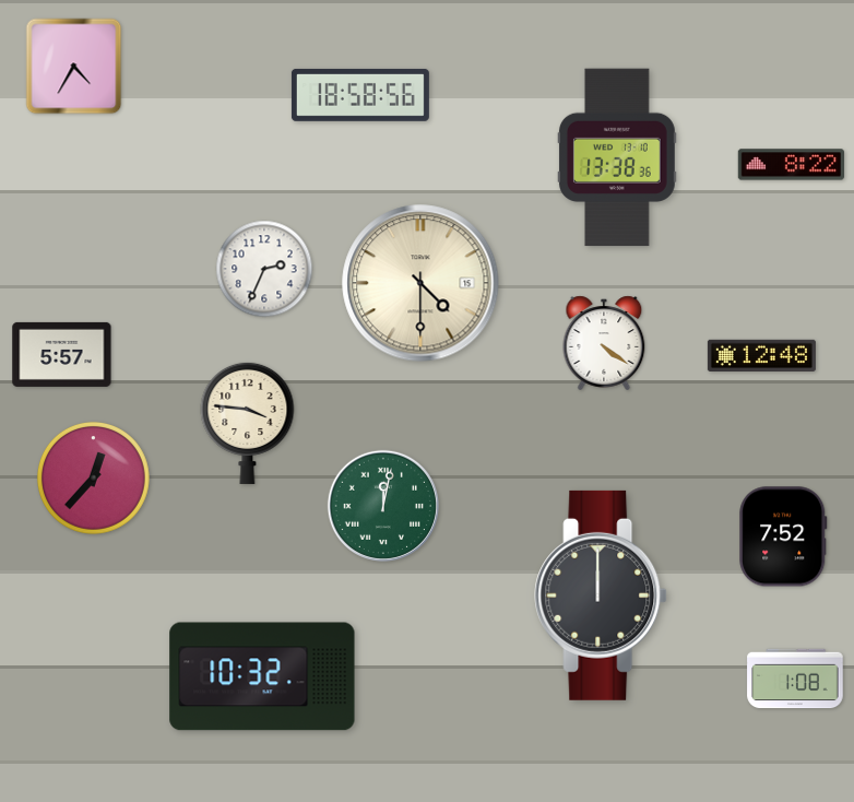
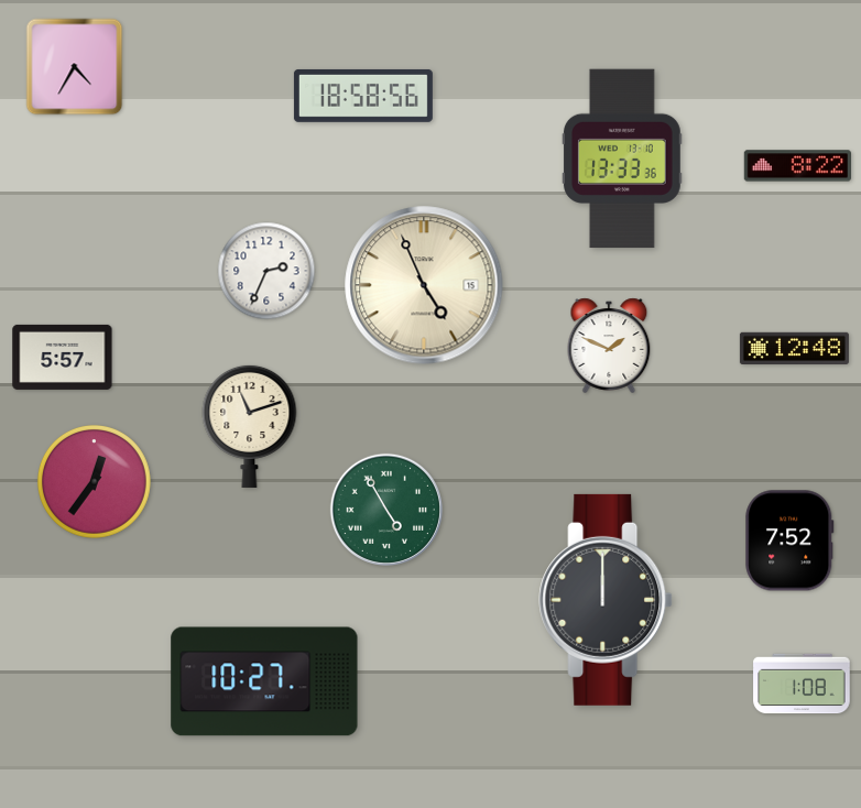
clock at (617, 157): 13:38 -> 13:33
clock at (420, 283): 4:30 -> 4:56
clock at (604, 343): 4:21 -> 1:49
clock at (761, 355) position: (761, 355) -> (794, 348)
clock at (248, 423): 3:46 -> 11:12
clock at (93, 477): 12:37 -> 12:36
clock at (383, 506): 12:02 -> 4:55
clock at (262, 676): 10:32 -> 10:27
